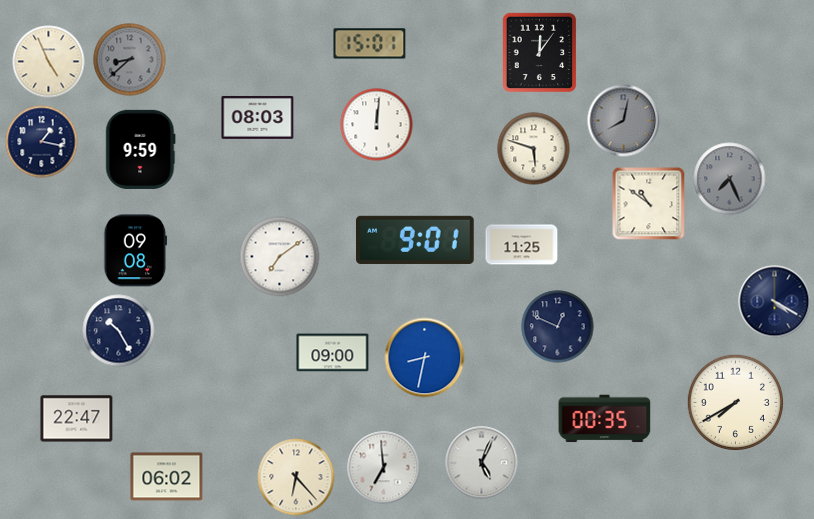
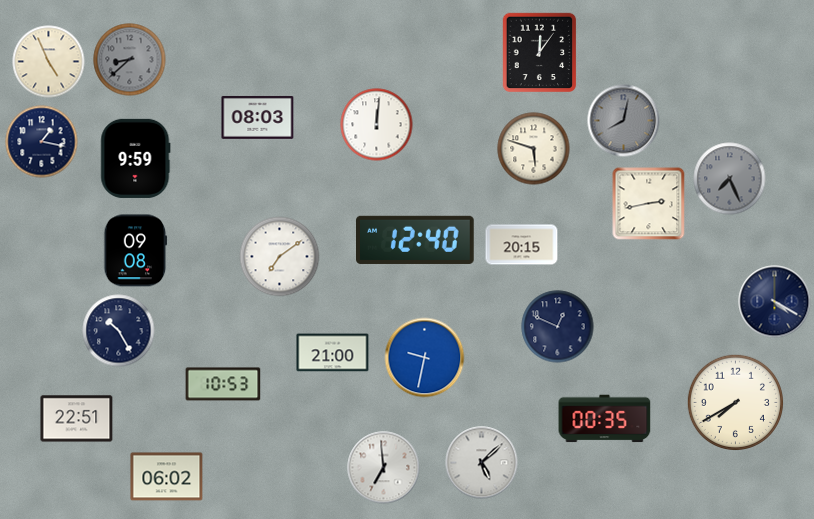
clock at (370, 44): 15:01 -> none
clock at (141, 149) position: (141, 149) -> (136, 158)
clock at (649, 204): 10:51 -> 2:43
clock at (416, 240): 9:01 -> 12:40
clock at (522, 245): 11:25 -> 20:15
clock at (333, 353): 09:00 -> 21:00
clock at (425, 358): 8:32 -> 9:32
clock at (223, 384): none -> 10:53
clock at (77, 419): 22:47 -> 22:51
clock at (482, 463): 5:04 -> 5:08
clock at (296, 477): 6:23 -> none
